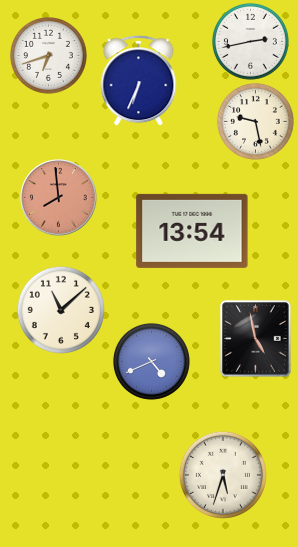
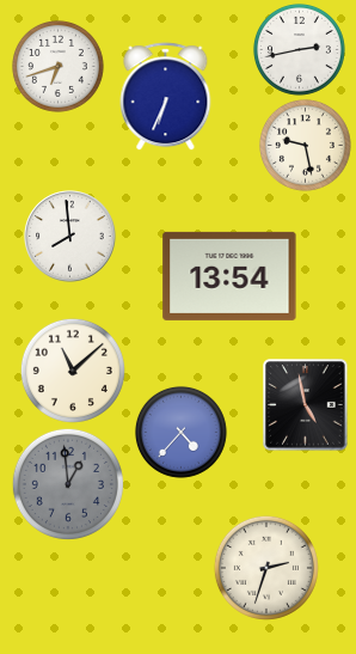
clock at (59, 198) dial: salmon -> white
clock at (151, 361): 4:41 -> 4:37
clock at (68, 484): none -> 12:59
clock at (223, 475): 5:33 -> 2:33
